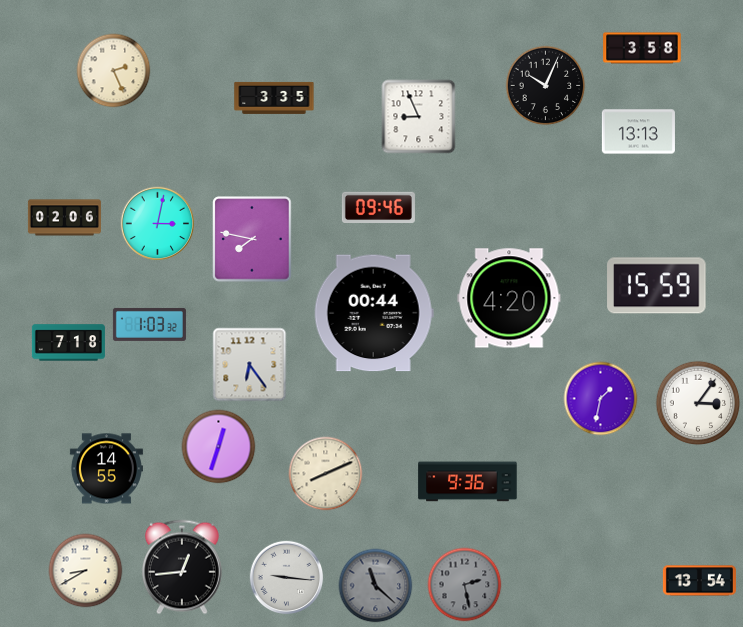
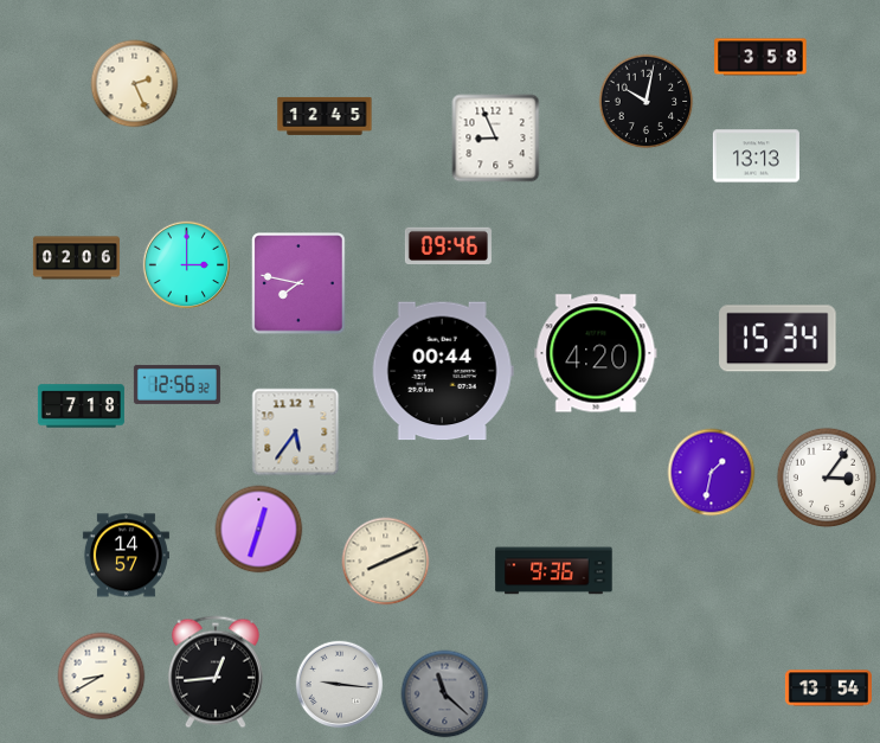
clock at (546, 86): 10:04 -> 10:02
clock at (274, 98): 3:35 -> 12:45
clock at (158, 224): 3:02 -> 3:00
clock at (657, 286): 15:59 -> 15:34
clock at (509, 298) position: (509, 298) -> (596, 353)
clock at (149, 324): 1:03 -> 12:56
clock at (250, 365): 6:24 -> 5:36
clock at (106, 469): 14:55 -> 14:57
clock at (465, 585): 2:28 -> none
